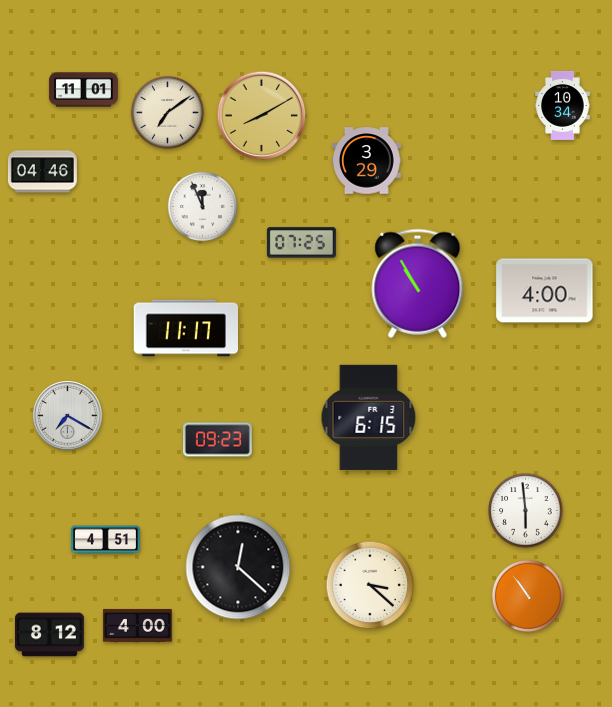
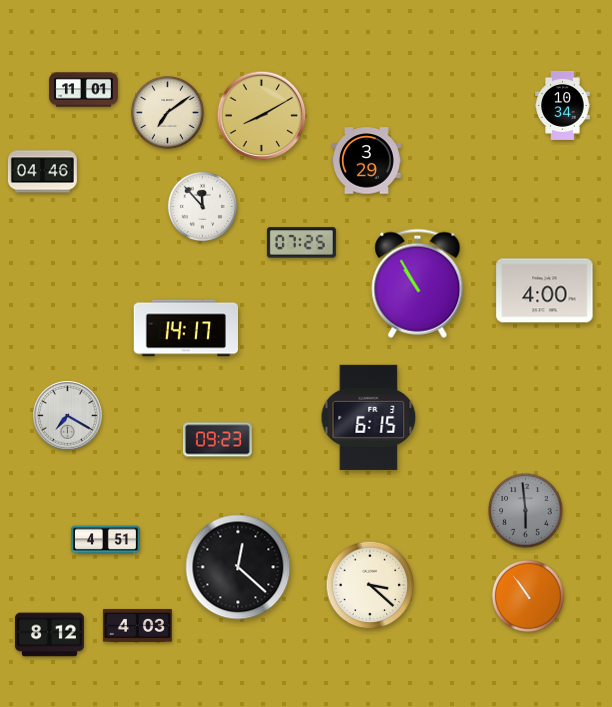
clock at (203, 207): 11:56 -> 11:53
clock at (185, 328): 11:17 -> 14:17
clock at (526, 511) dial: white -> grey
clock at (137, 625): 4:00 -> 4:03
